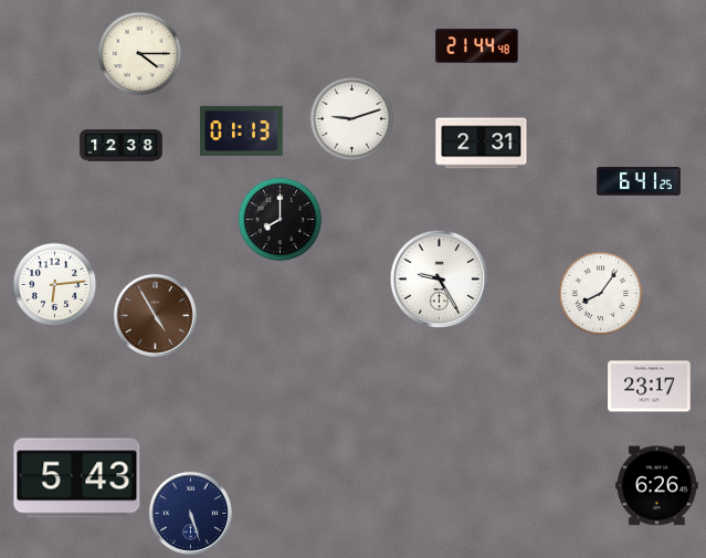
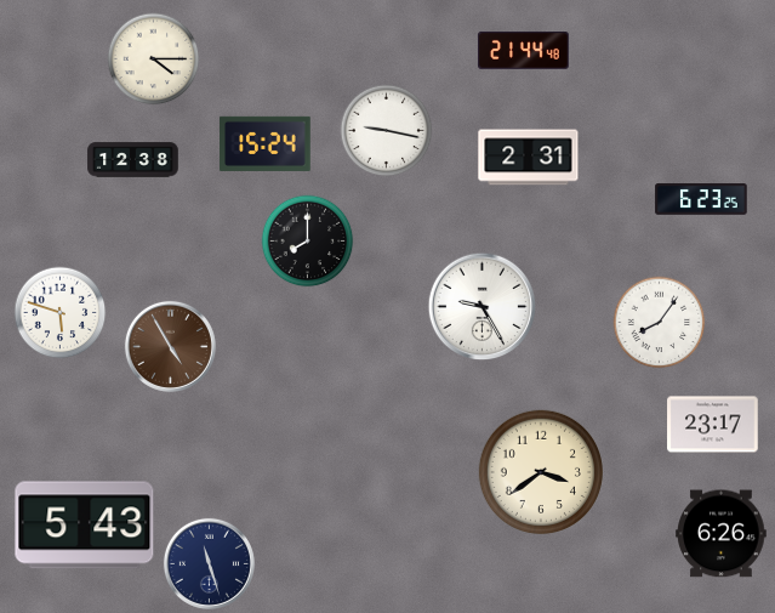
clock at (352, 119): 9:12 -> 9:17
clock at (242, 130): 01:13 -> 15:24
clock at (639, 181): 6:41 -> 6:23
clock at (55, 285): 6:14 -> 5:48
clock at (541, 472): none -> 3:39
clock at (190, 513): 5:27 -> 11:27
